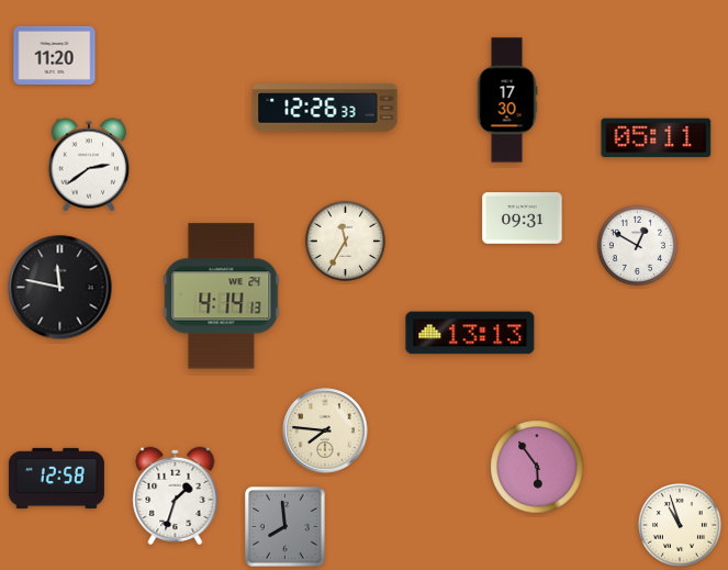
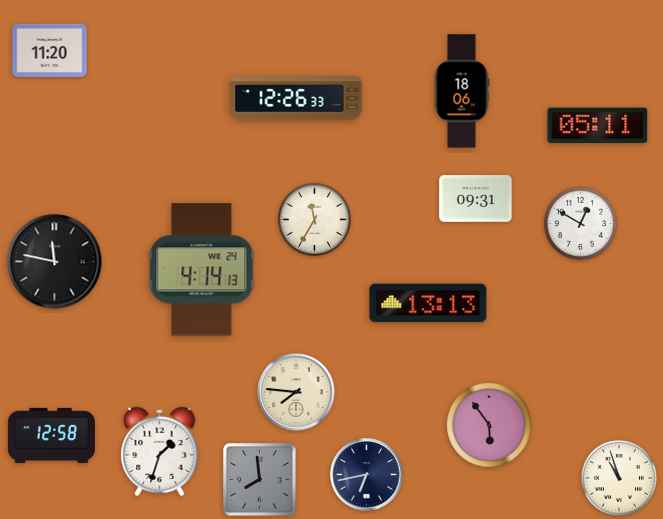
clock at (507, 100): 17:30 -> 18:06
clock at (89, 165): 2:39 -> none
clock at (367, 475): none -> 6:43
